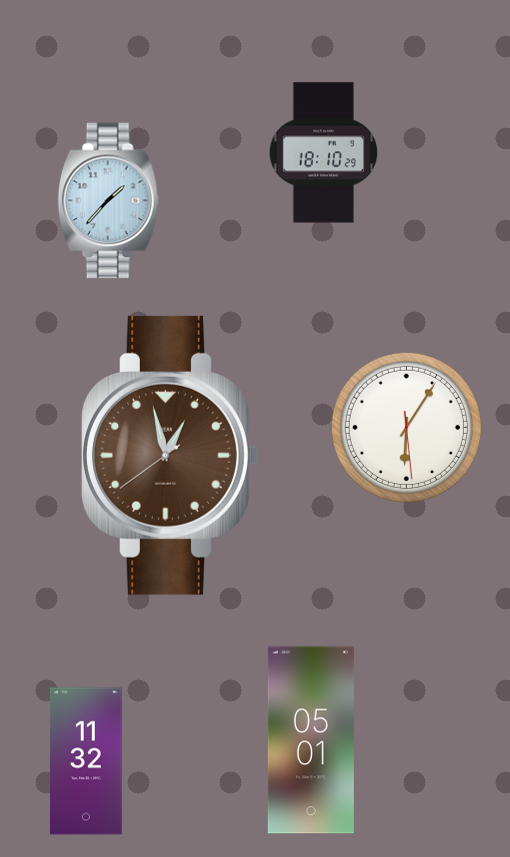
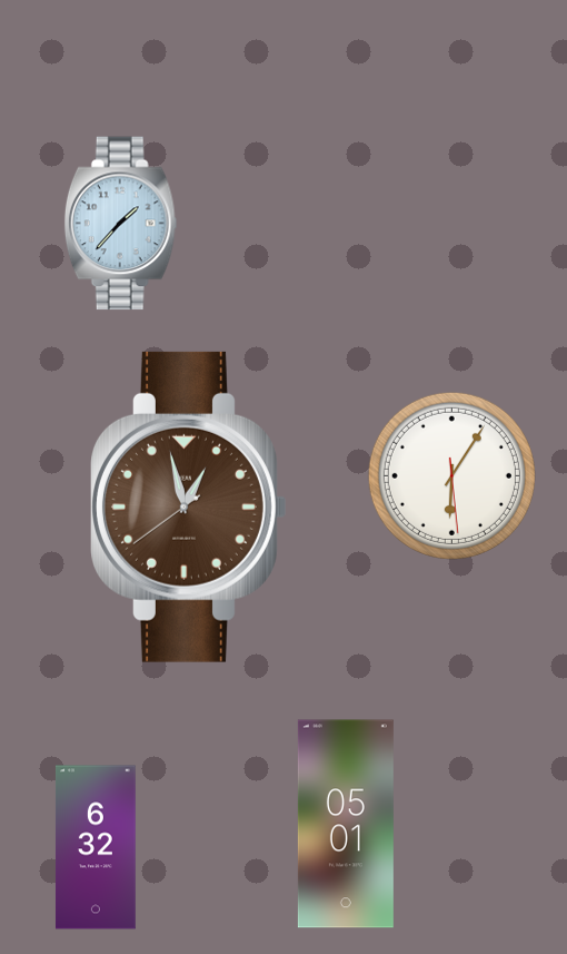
clock at (323, 153): 18:10 -> none
clock at (86, 761): 11:32 -> 6:32
